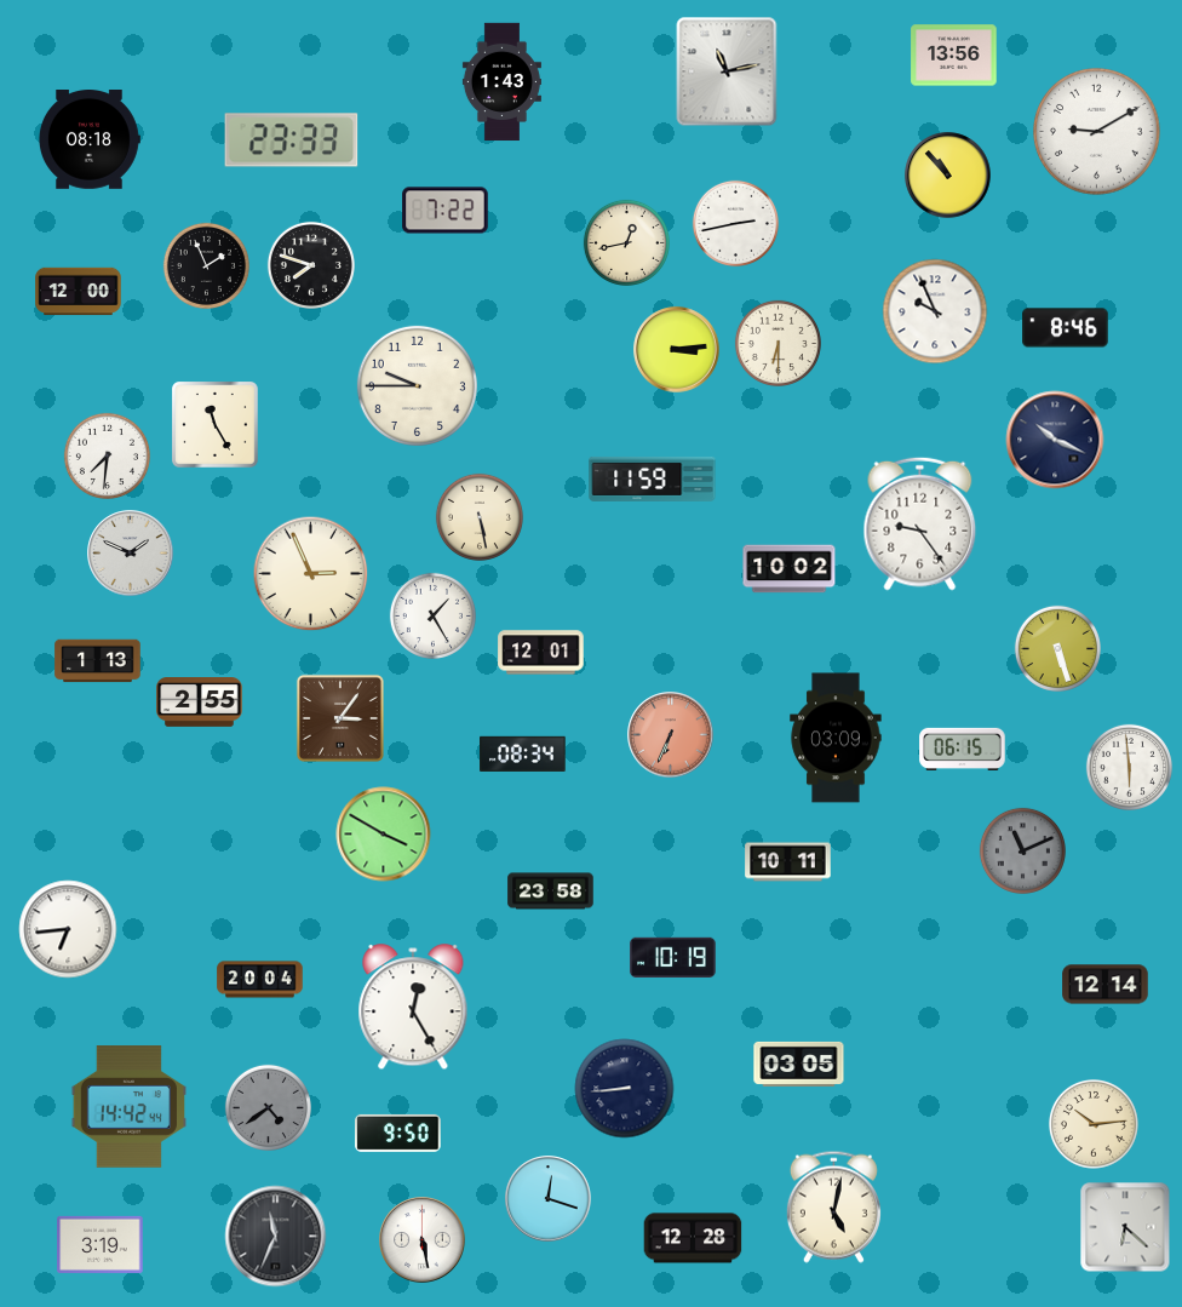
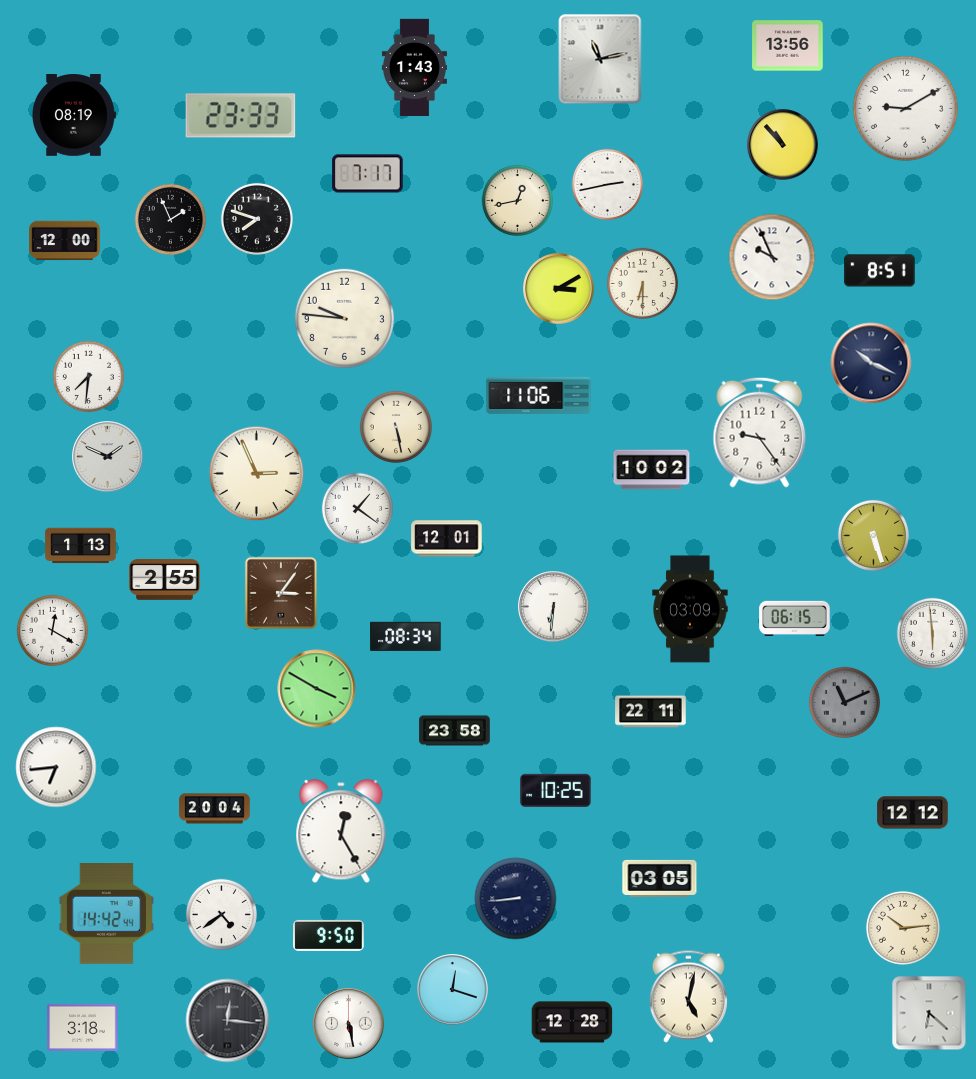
clock at (90, 141): 08:18 -> 08:19
clock at (446, 211): 7:22 -> 7:17
clock at (1066, 328): 8:46 -> 8:51
clock at (677, 350): 3:14 -> 3:10
clock at (417, 385): 9:45 -> 9:46
clock at (216, 425): 11:25 -> none
clock at (653, 478): 11:59 -> 11:06
clock at (432, 615): 1:25 -> 1:21
clock at (671, 735): 6:34 -> 6:31
clock at (671, 735) dial: salmon -> white
clock at (523, 753) position: (523, 753) -> (406, 636)
clock at (52, 630): none -> 12:20
clock at (788, 862): 10:11 -> 22:11
clock at (551, 892) position: (551, 892) -> (455, 731)
clock at (673, 957): 10:19 -> 10:25
clock at (1106, 985): 12:14 -> 12:12
clock at (268, 1107) dial: grey -> white
clock at (276, 1237): 11:34 -> 12:16
clock at (101, 1244): 3:19 -> 3:18
